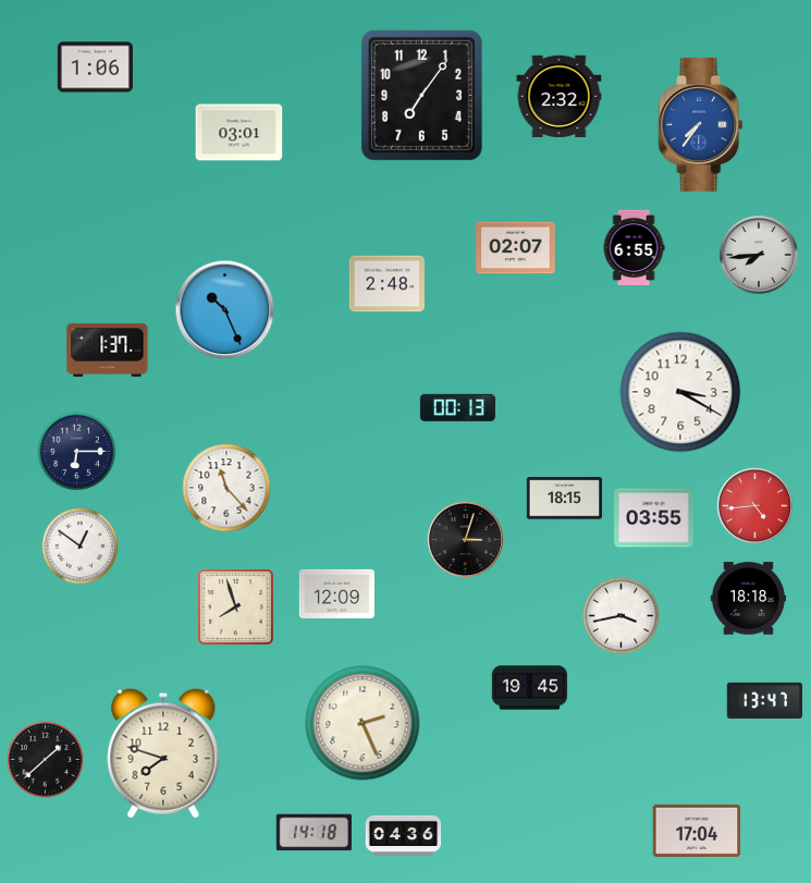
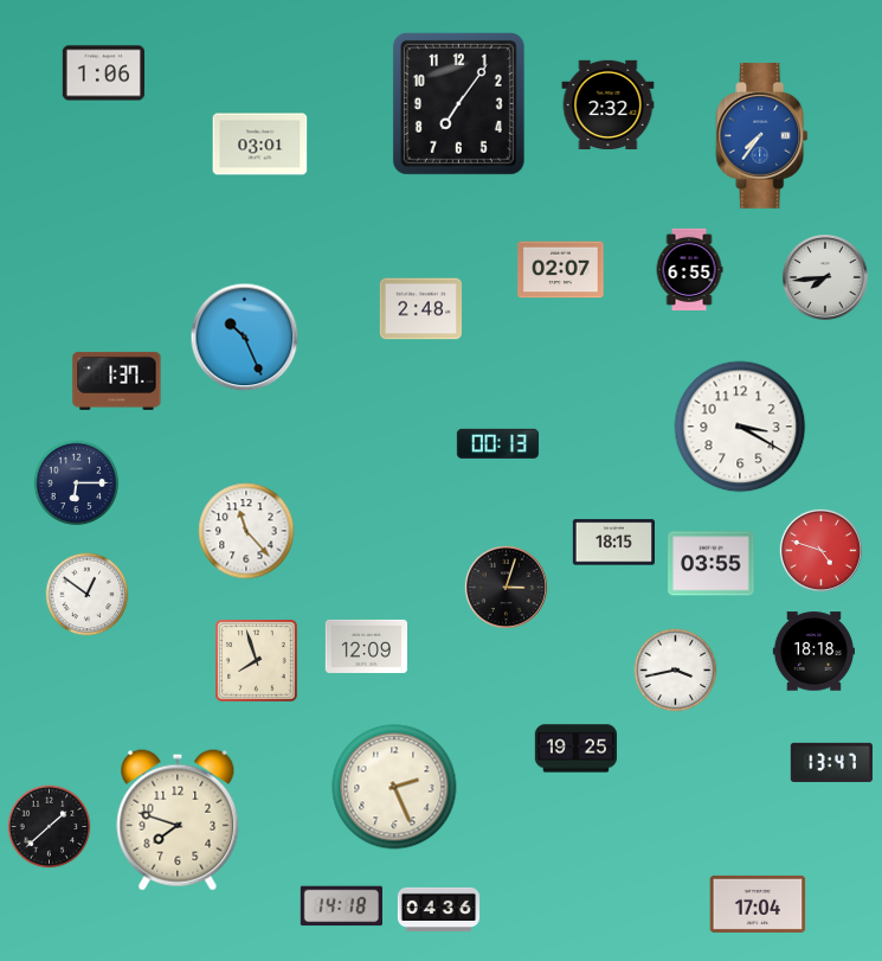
clock at (77, 452) position: (77, 452) -> (77, 483)
clock at (754, 505): 4:44 -> 4:48
clock at (529, 688): 19:45 -> 19:25
